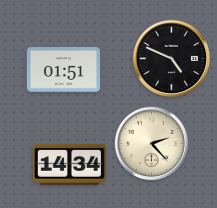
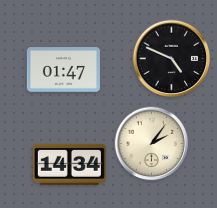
clock at (63, 70): 01:51 -> 01:47
clock at (152, 144): 2:23 -> 2:06
